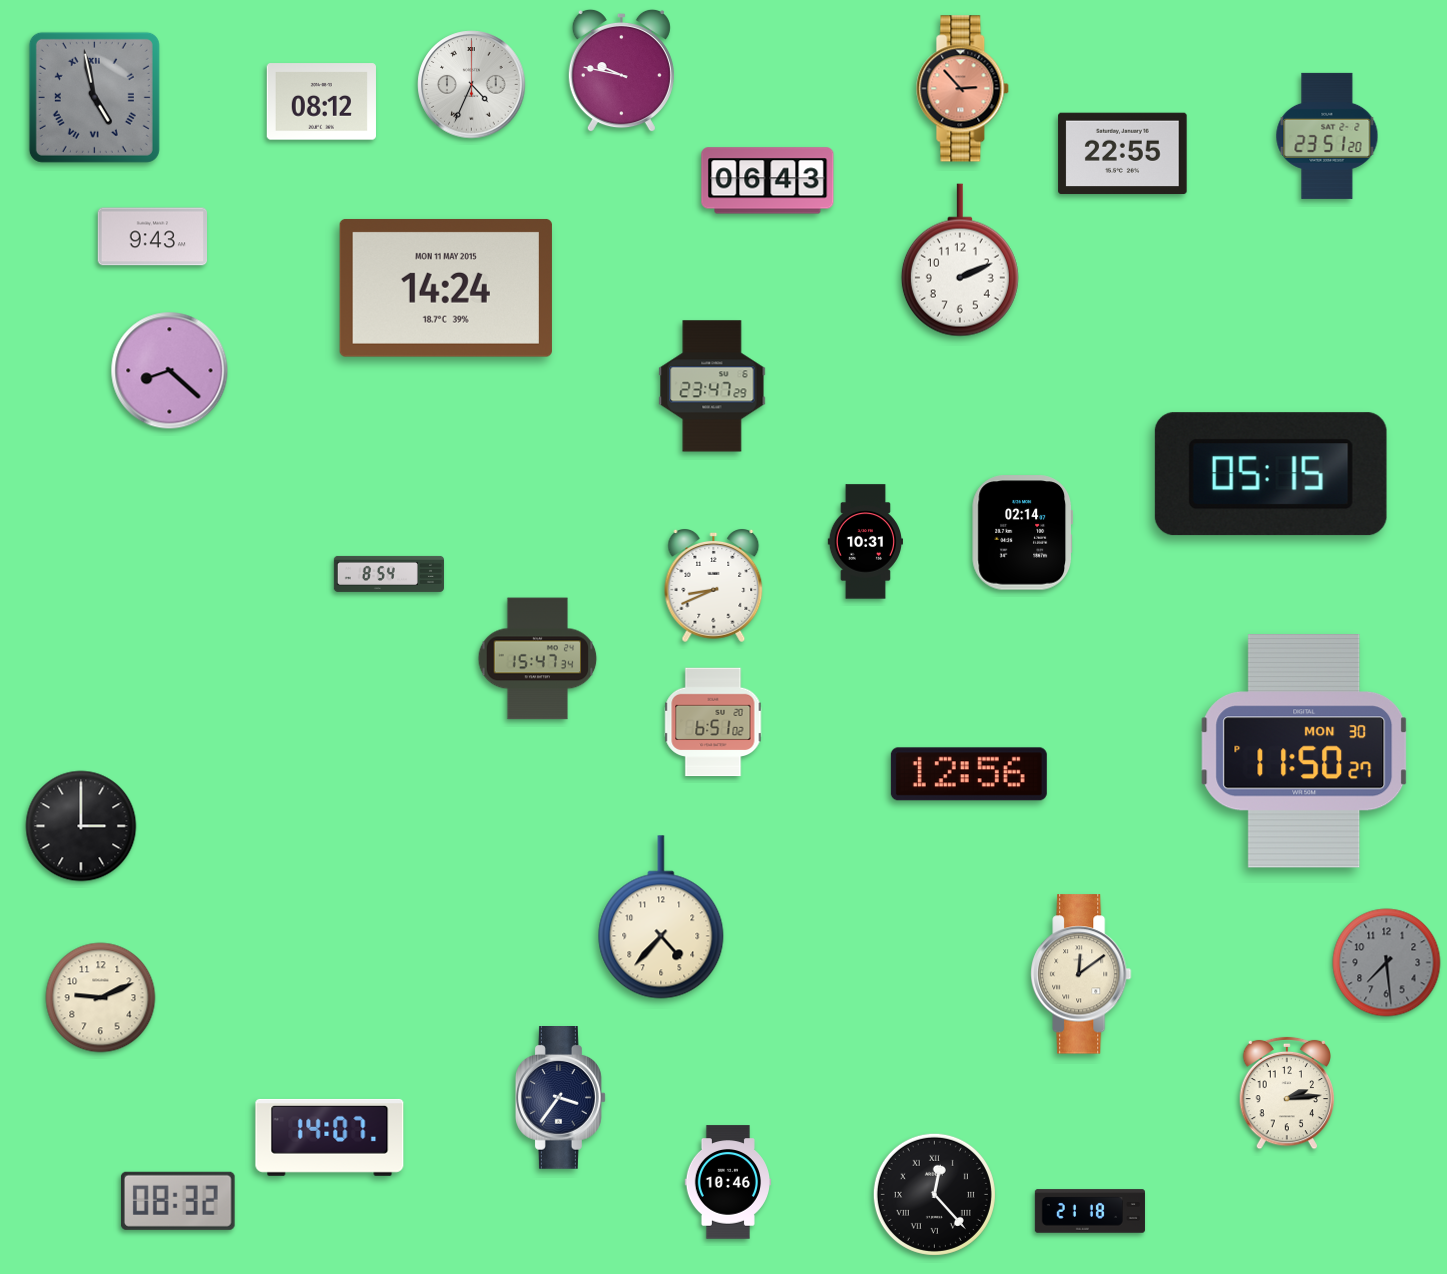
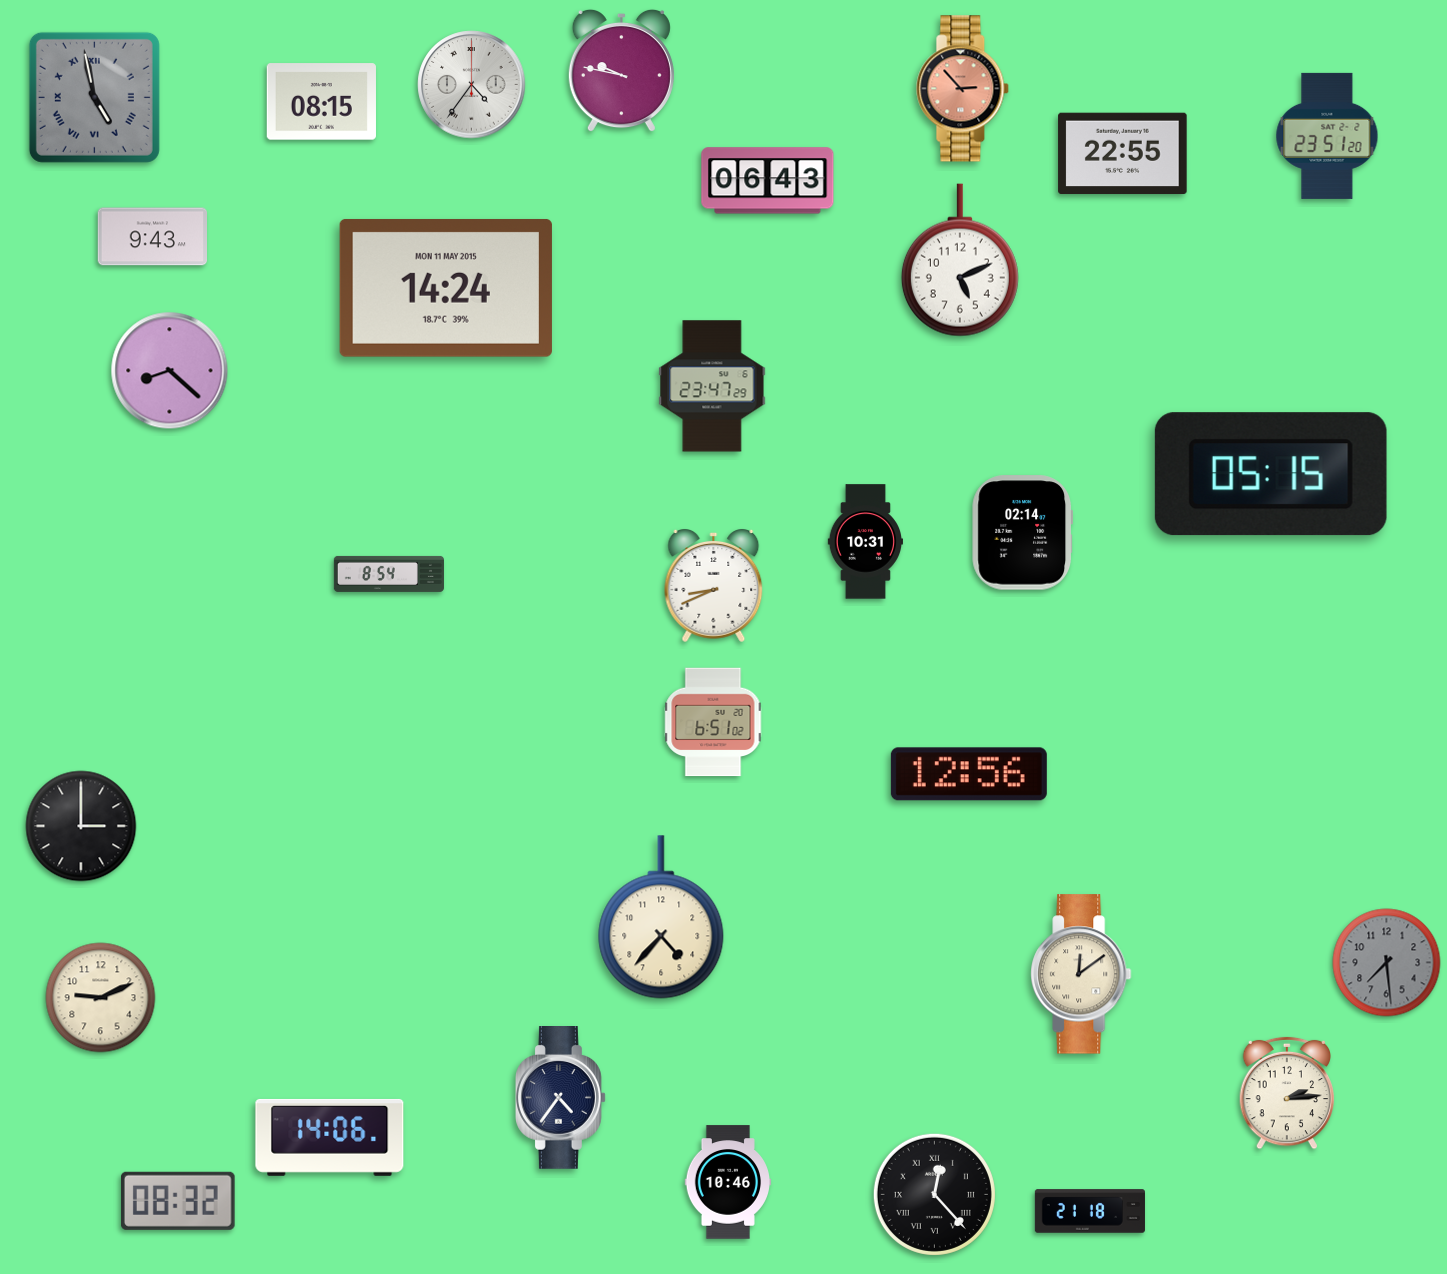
clock at (472, 85): 4:34 -> 4:36
clock at (321, 102): 08:12 -> 08:15
clock at (960, 260): 2:11 -> 5:11
clock at (538, 659): 15:47 -> none
clock at (1304, 752): 11:50 -> none
clock at (561, 1098): 3:36 -> 4:36
clock at (330, 1137): 14:07 -> 14:06
